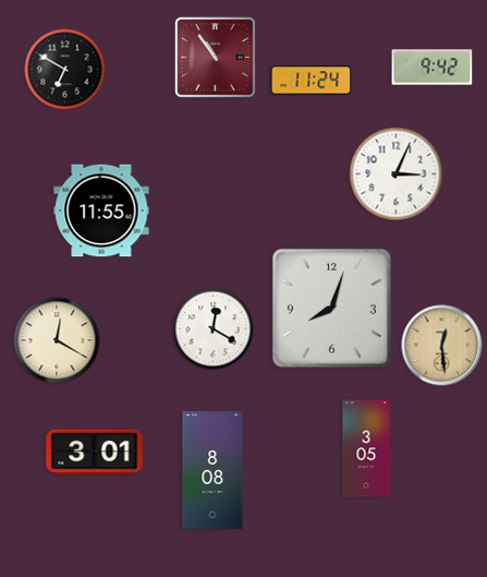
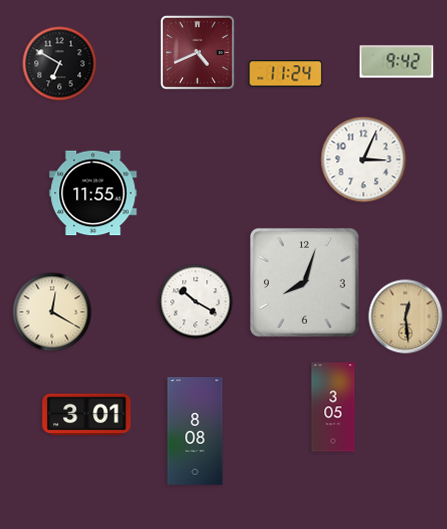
clock at (215, 57): 10:54 -> 4:41
clock at (214, 329): 12:20 -> 10:20
clock at (366, 448) position: (366, 448) -> (333, 407)
